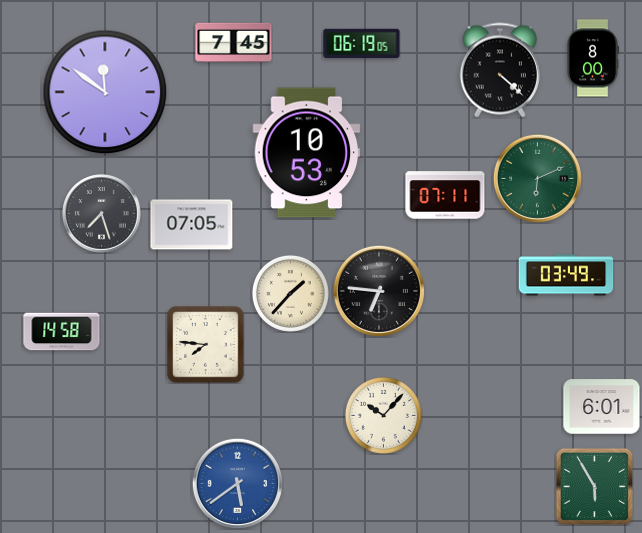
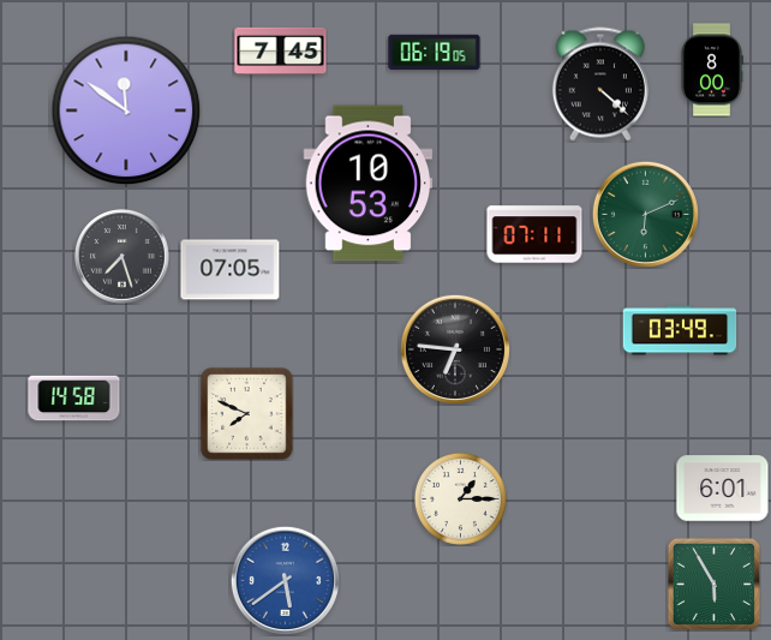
clock at (290, 293): 1:37 -> none
clock at (206, 345): 7:46 -> 7:49
clock at (383, 415): 10:07 -> 1:15
